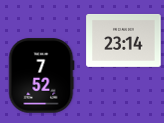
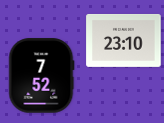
clock at (124, 40): 23:14 -> 23:10
